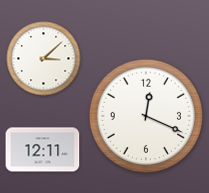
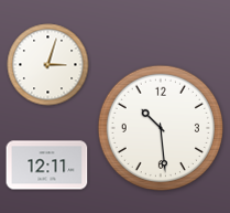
clock at (44, 59): 3:08 -> 3:03
clock at (145, 115): 12:19 -> 10:29
